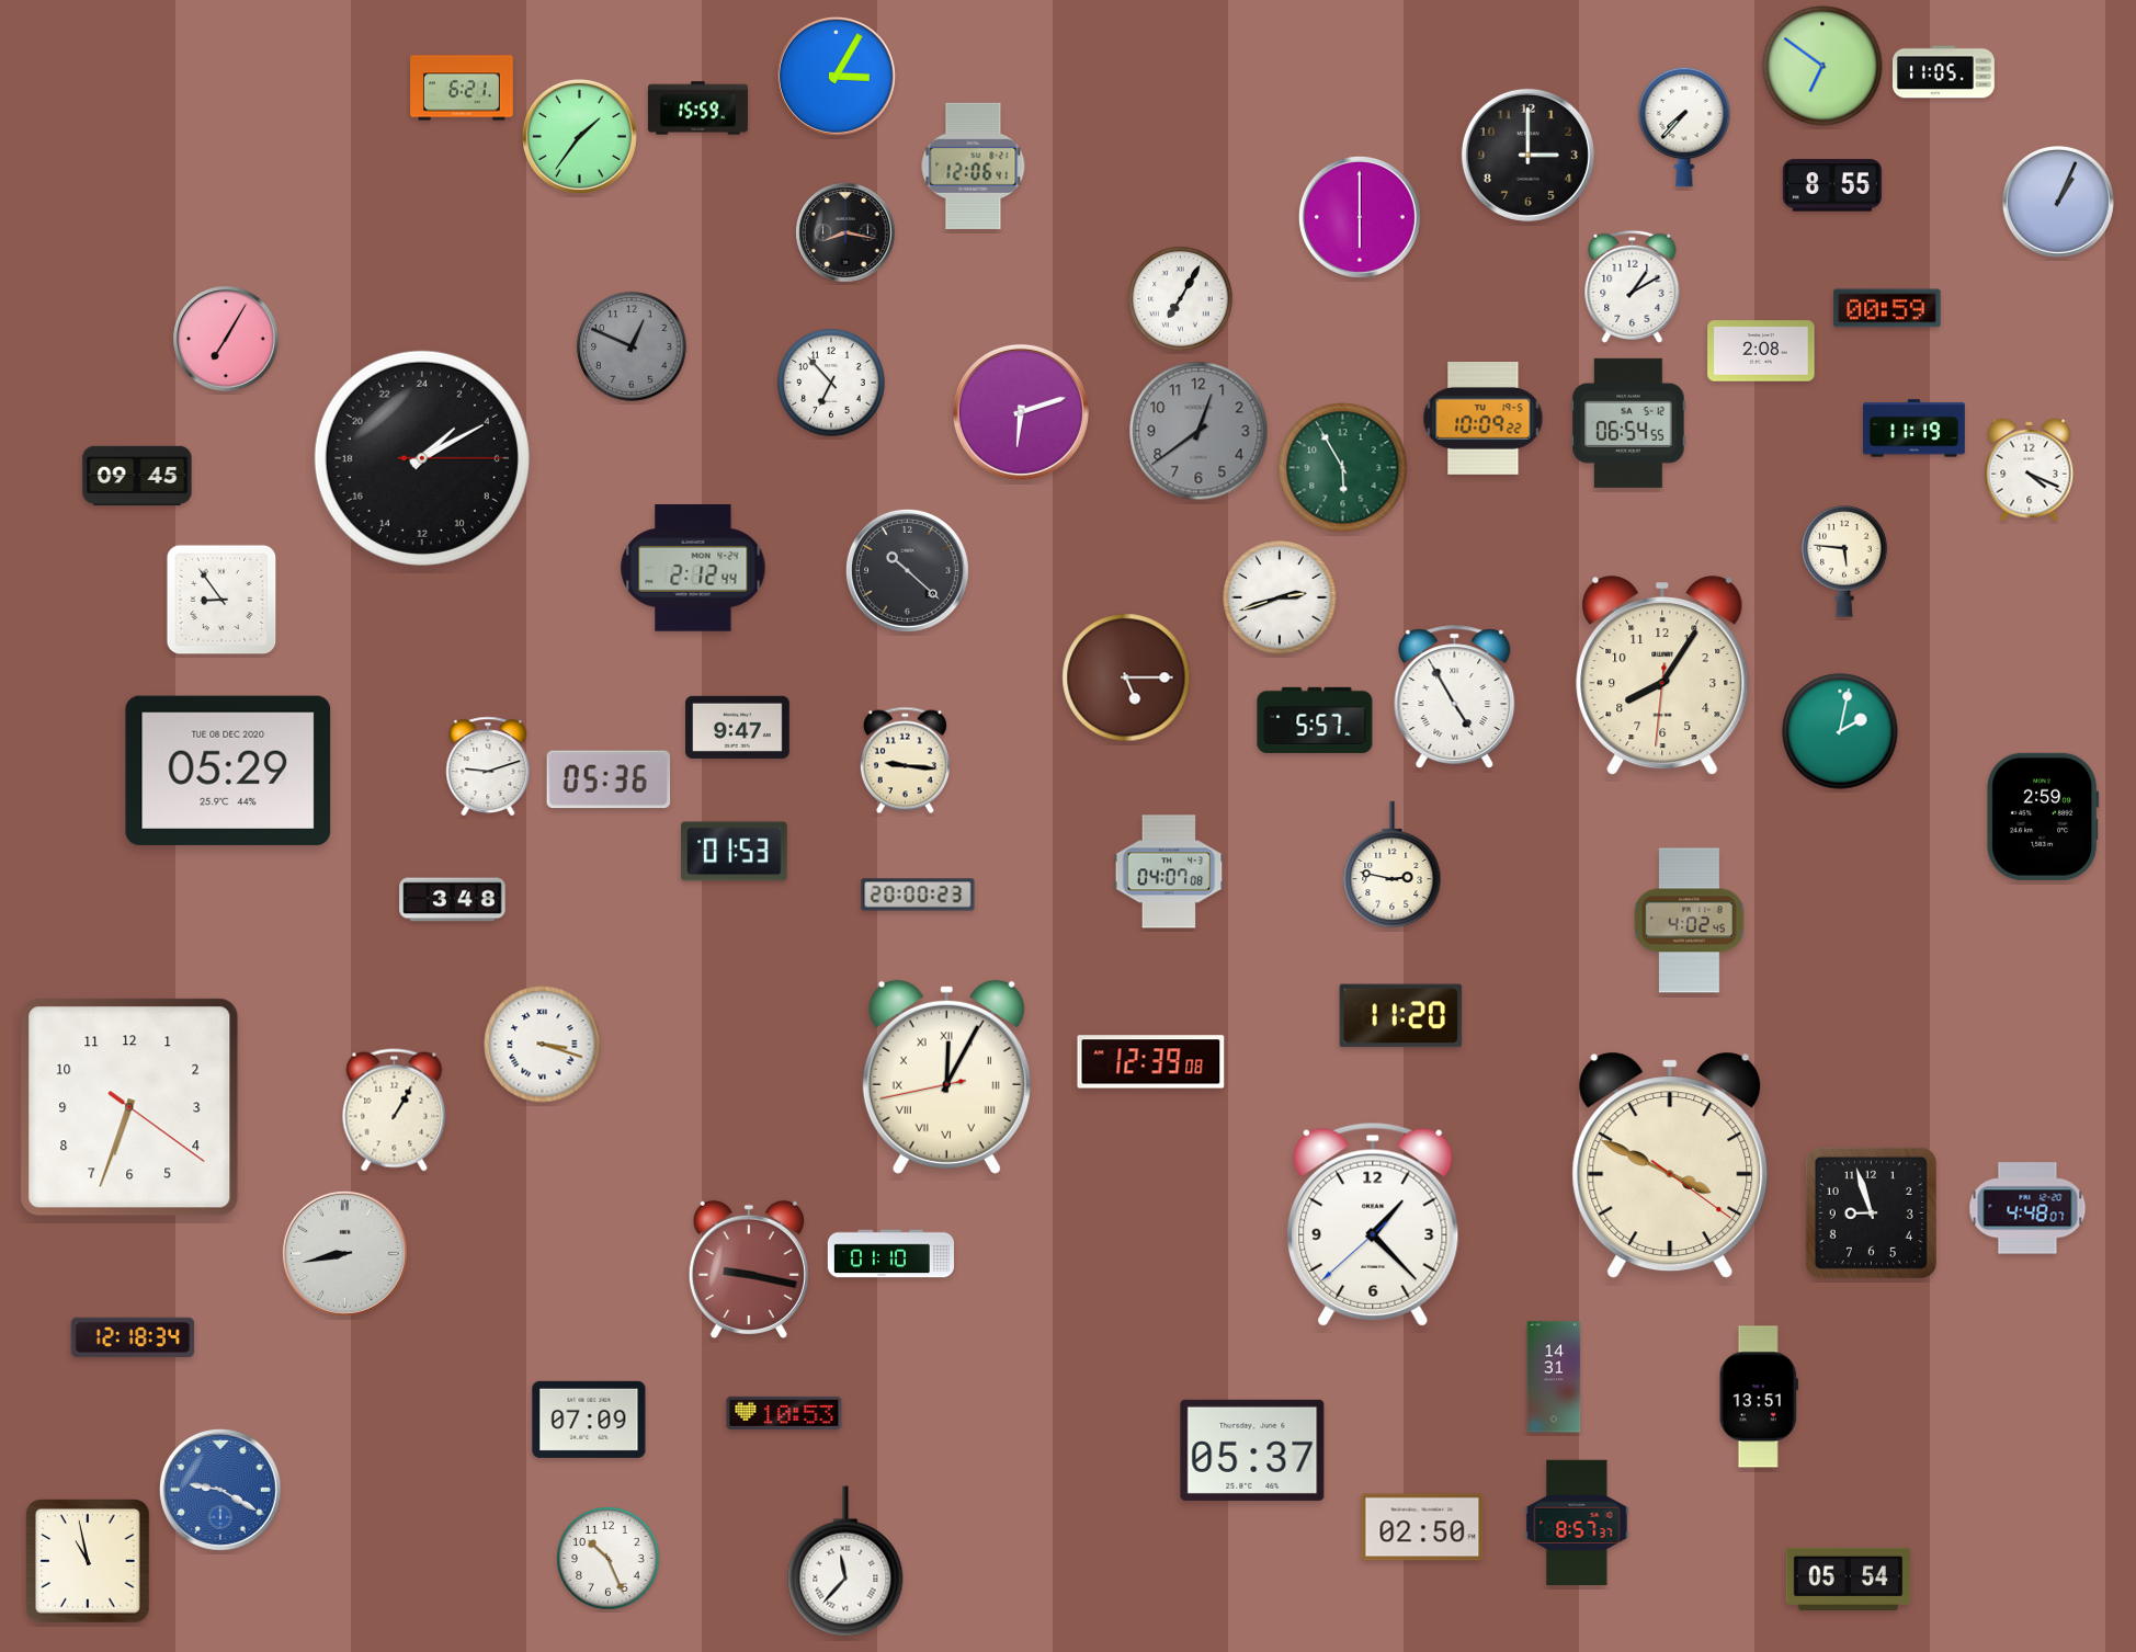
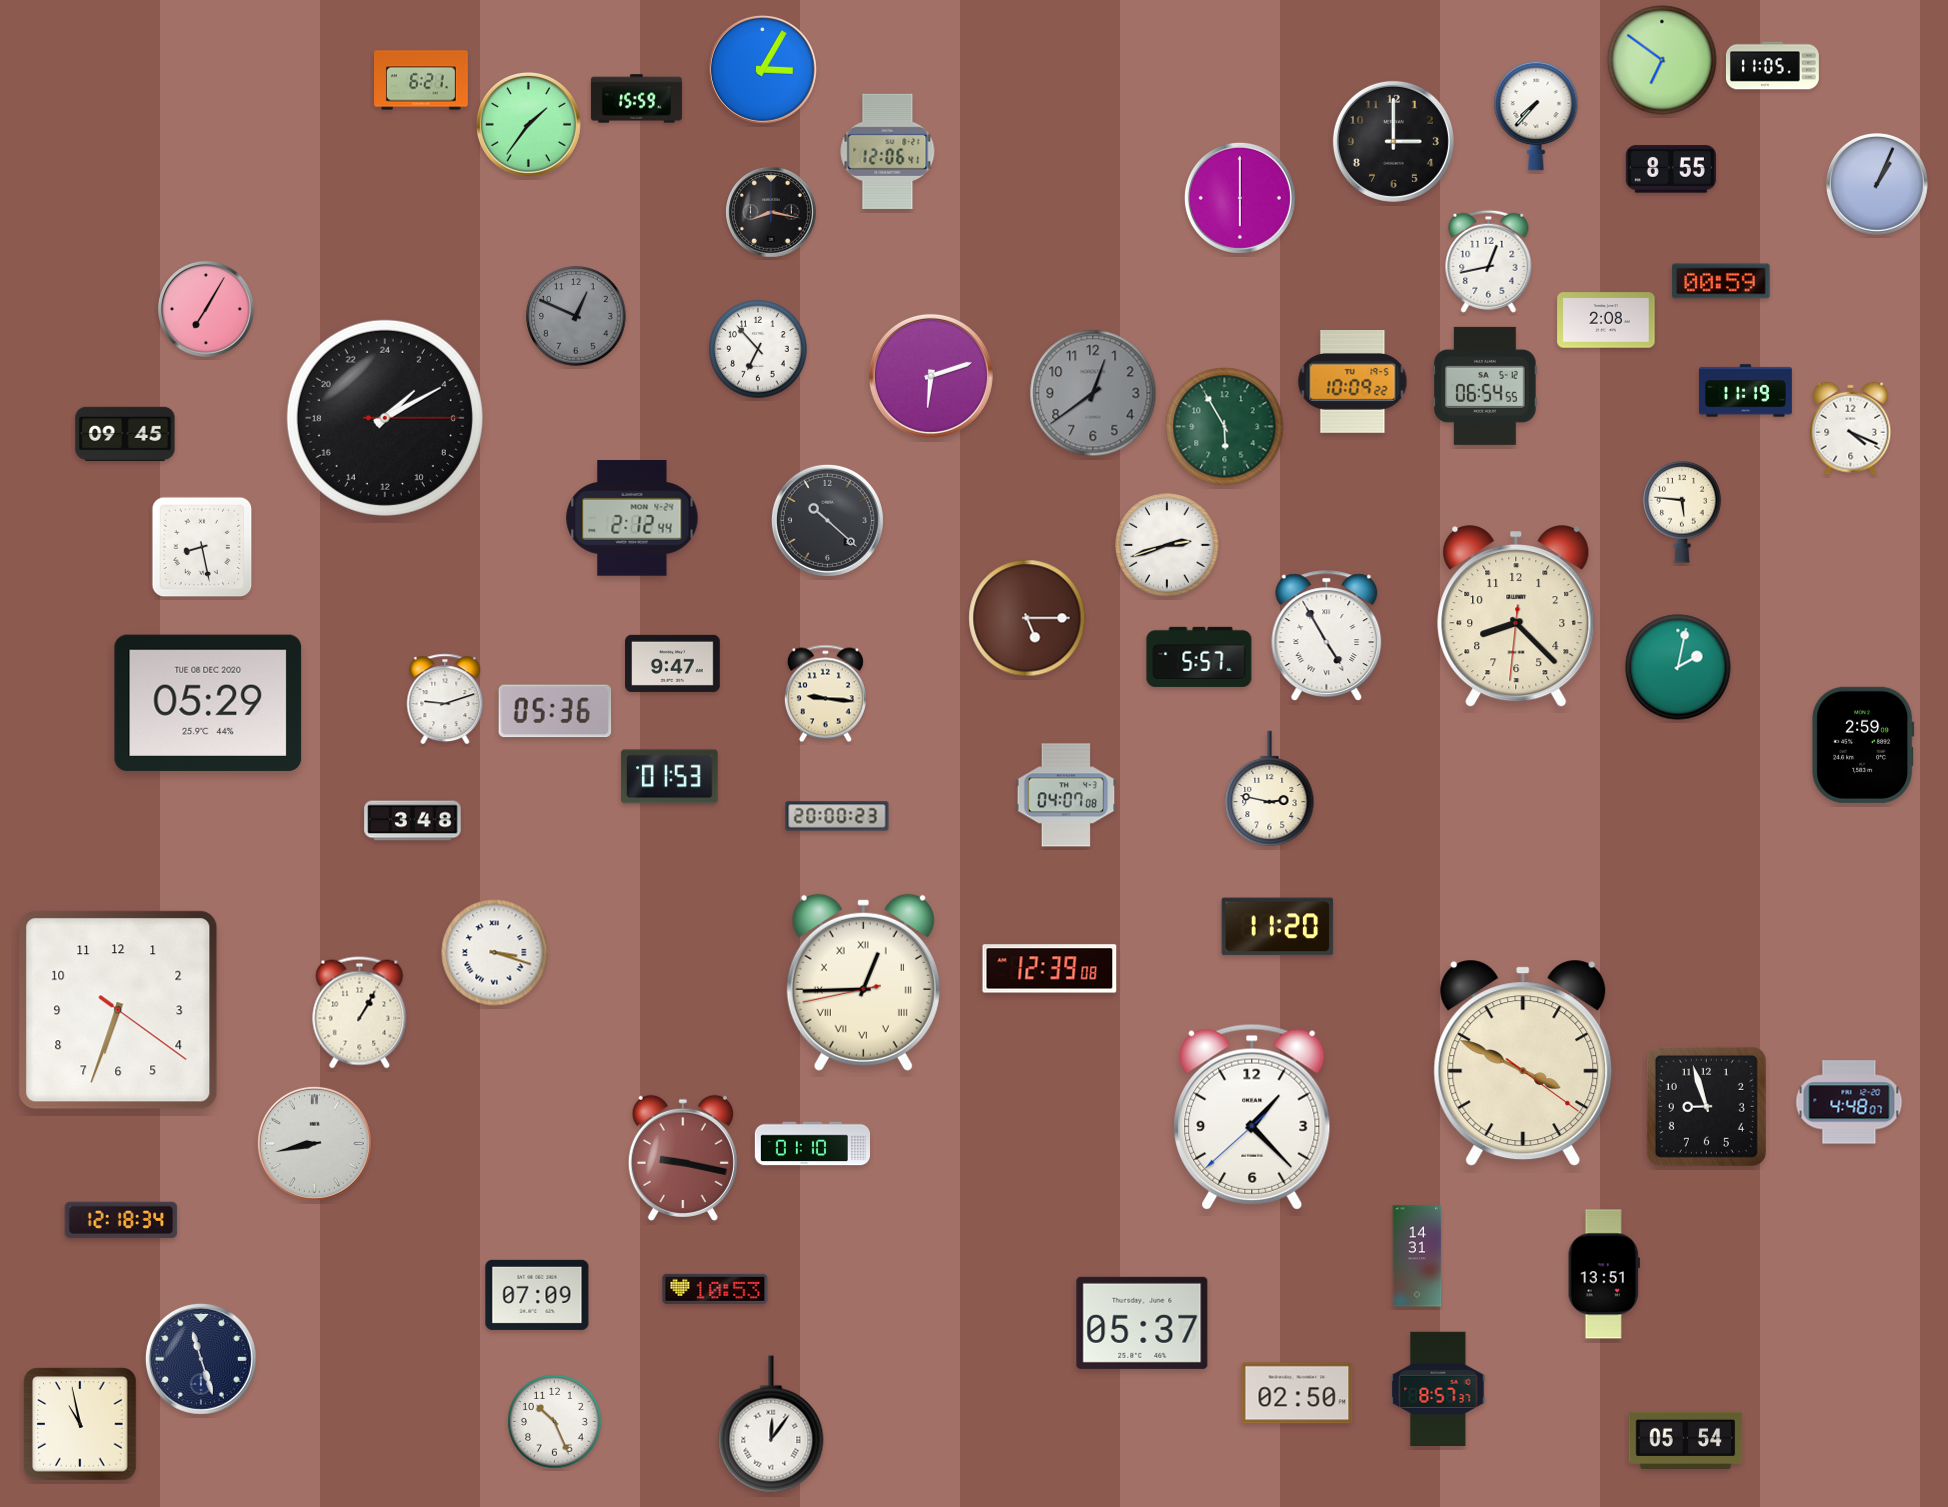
clock at (1633, 286): 1:10 -> 12:43
clock at (1181, 299): 7:05 -> none
clock at (221, 600): 8:54 -> 8:28
clock at (1662, 676): 8:05 -> 8:22
clock at (1690, 921): 4:02 -> none
clock at (946, 1076): 12:04 -> 12:44
clock at (220, 1490): 9:20 -> 11:27
clock at (220, 1490) dial: blue -> navy
clock at (845, 1561): 11:37 -> 12:06
